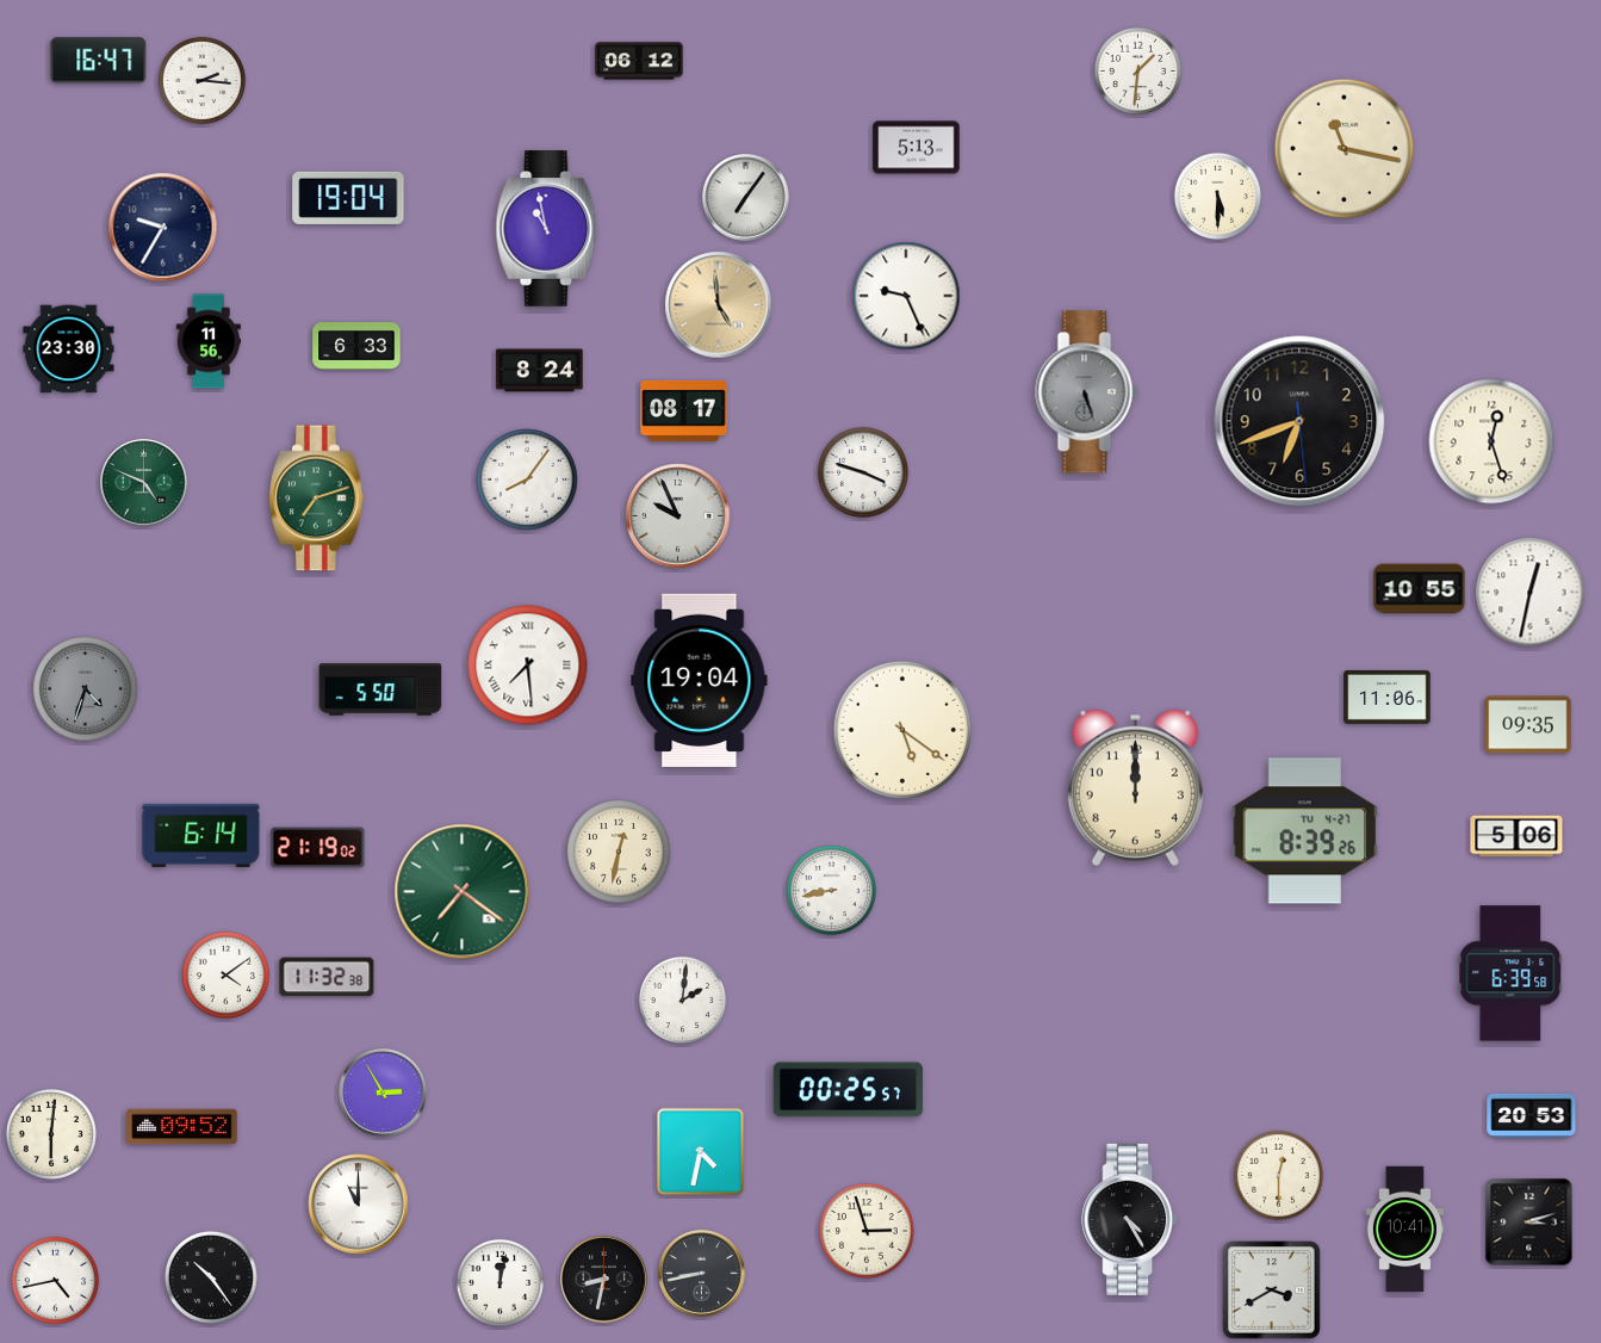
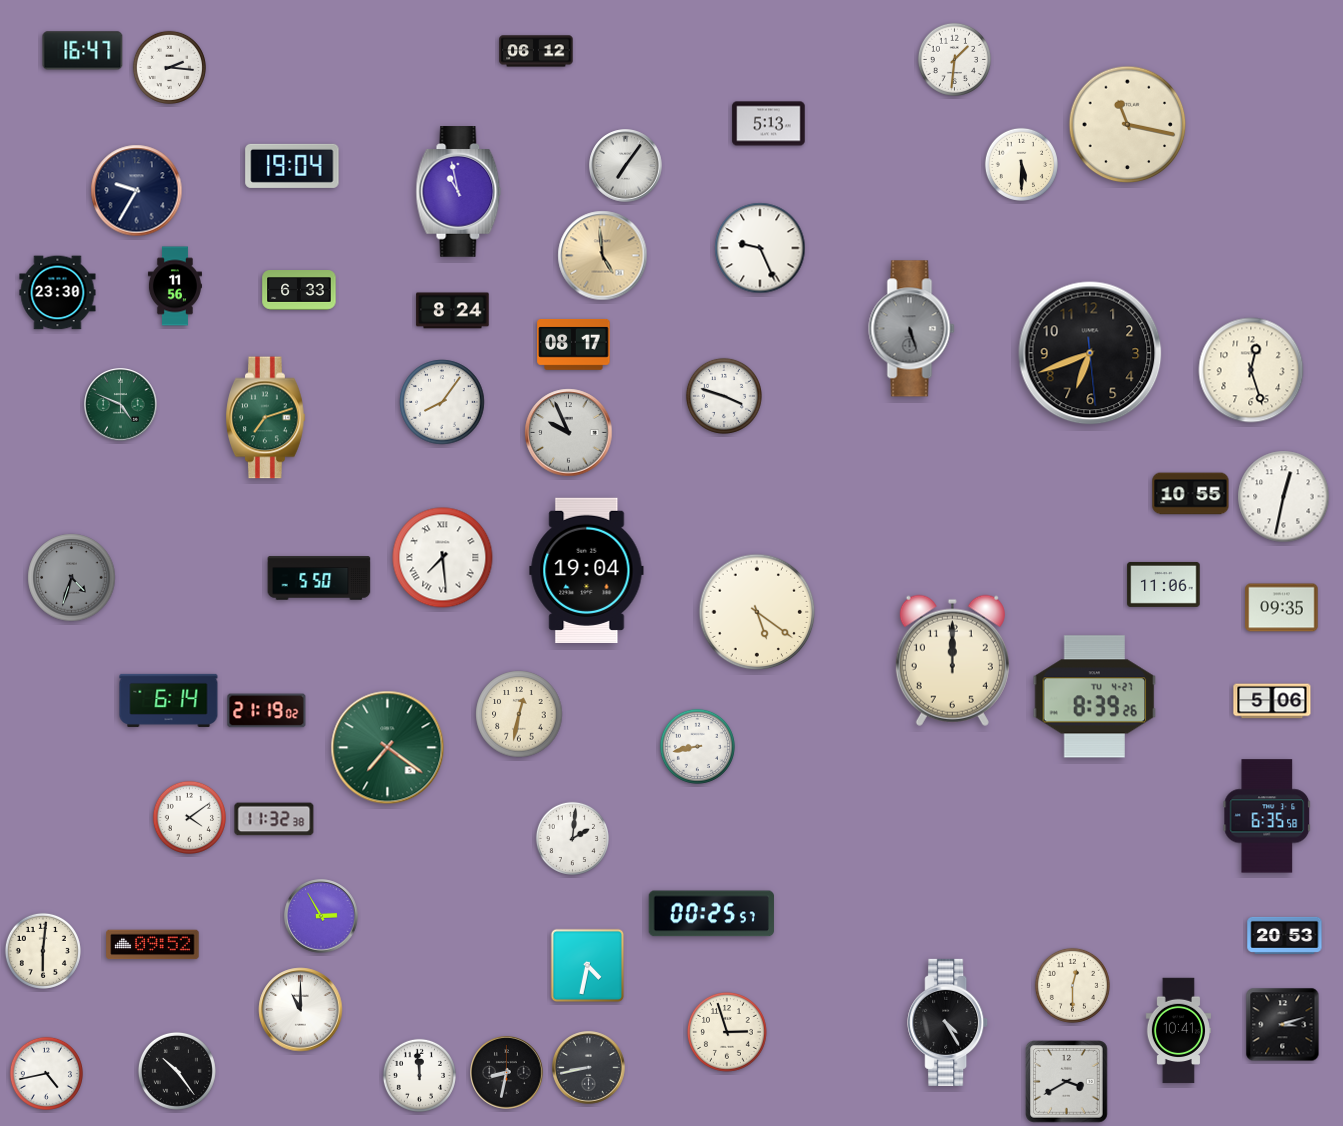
clock at (1510, 973): 6:39 -> 6:35
clock at (499, 1282): 12:02 -> 11:59
